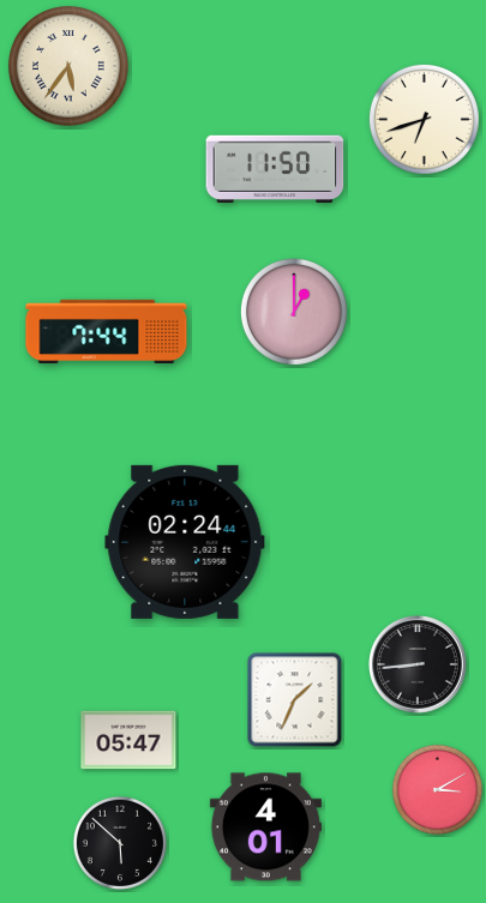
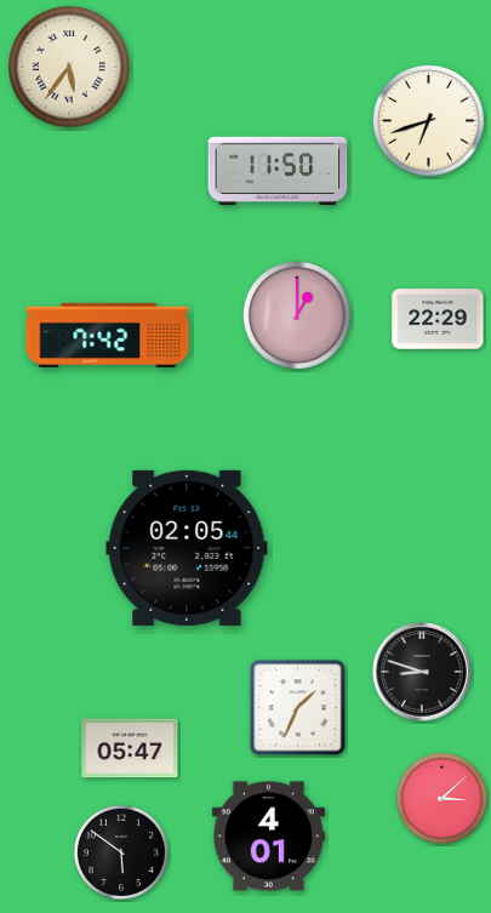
clock at (438, 319): none -> 22:29
clock at (107, 332): 7:44 -> 7:42
clock at (185, 542): 02:24 -> 02:05
clock at (419, 666): 8:44 -> 8:48
clock at (437, 789): 3:10 -> 3:08
clock at (120, 843): 5:52 -> 5:51
